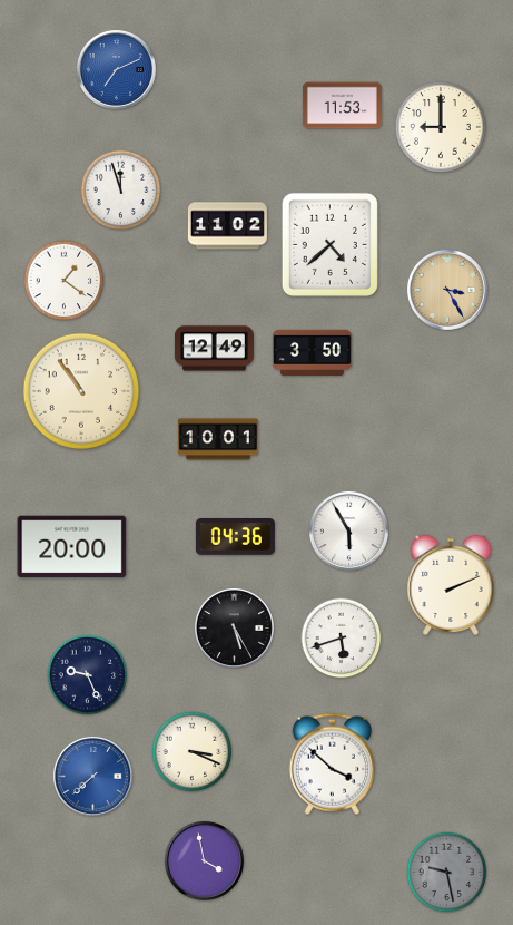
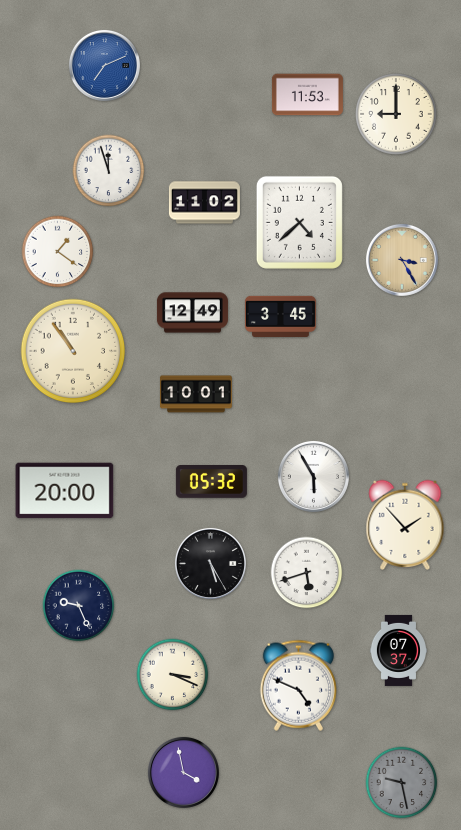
clock at (116, 69) position: (116, 69) -> (104, 65)
clock at (329, 244) position: (329, 244) -> (299, 222)
clock at (312, 353): 3:50 -> 3:45
clock at (235, 537): 04:36 -> 05:32
clock at (451, 585): 2:11 -> 1:53
clock at (398, 650): none -> 07:37
clock at (332, 763): 3:52 -> 4:49
clock at (92, 776): 7:38 -> none
